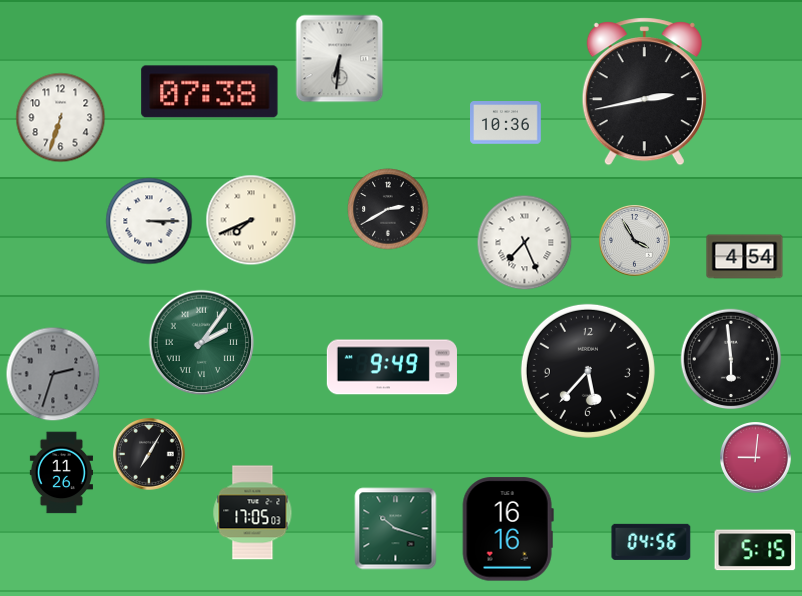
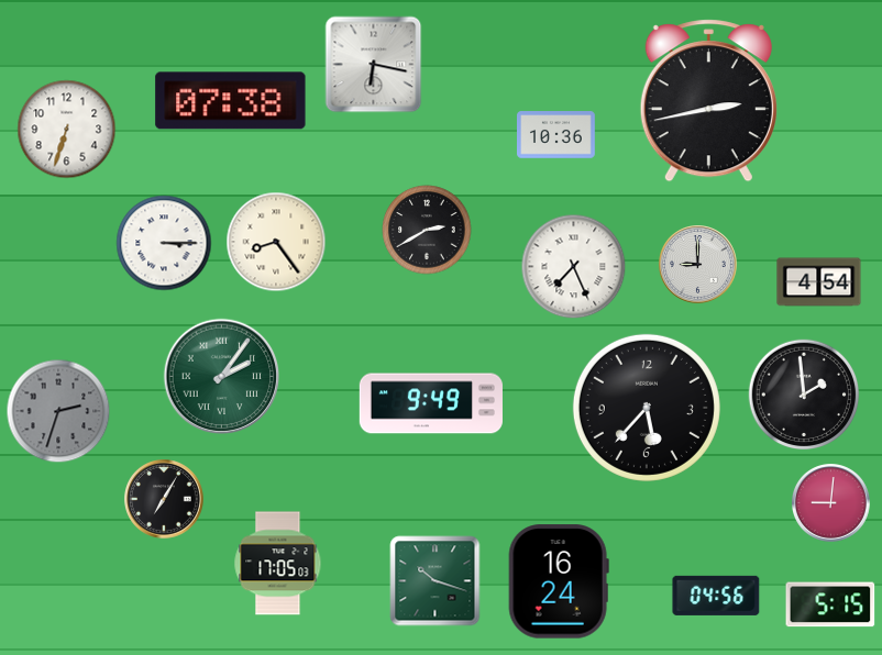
clock at (340, 59): 6:31 -> 6:17
clock at (251, 220): 7:41 -> 8:24
clock at (635, 241): 3:55 -> 9:00
clock at (525, 243) position: (525, 243) -> (574, 267)
clock at (731, 359): 5:59 -> 1:59
clock at (61, 473): 11:26 -> none
clock at (508, 529): 16:16 -> 16:24
